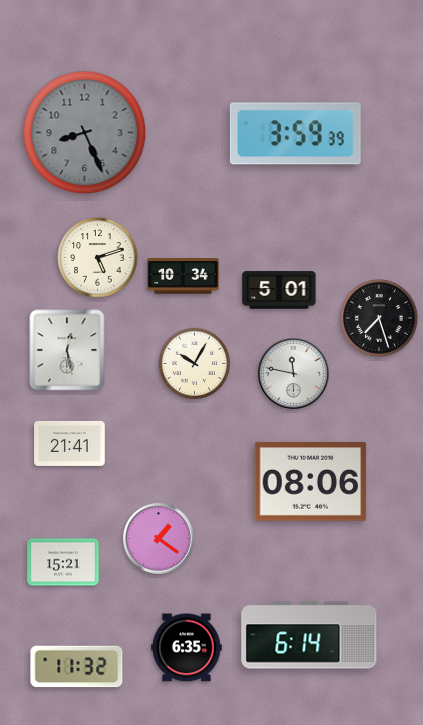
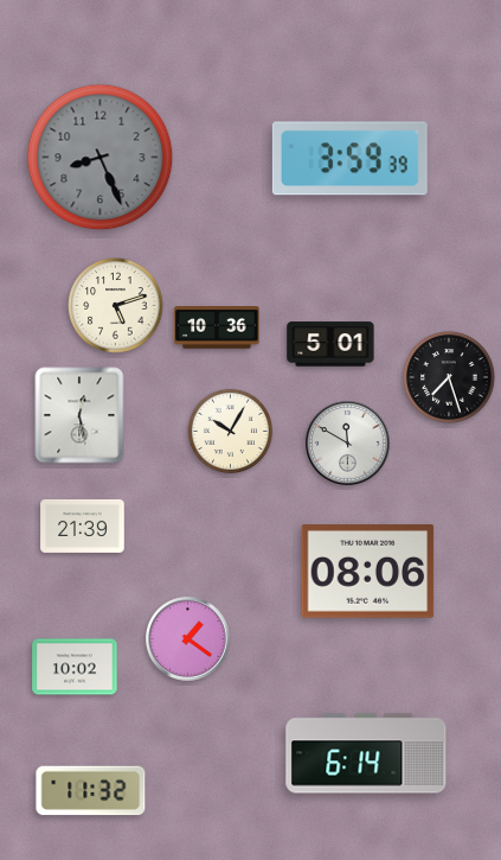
clock at (183, 276): 10:34 -> 10:36
clock at (294, 374): 11:47 -> 11:50
clock at (70, 443): 21:41 -> 21:39
clock at (63, 562): 15:21 -> 10:02
clock at (187, 648): 6:35 -> none
